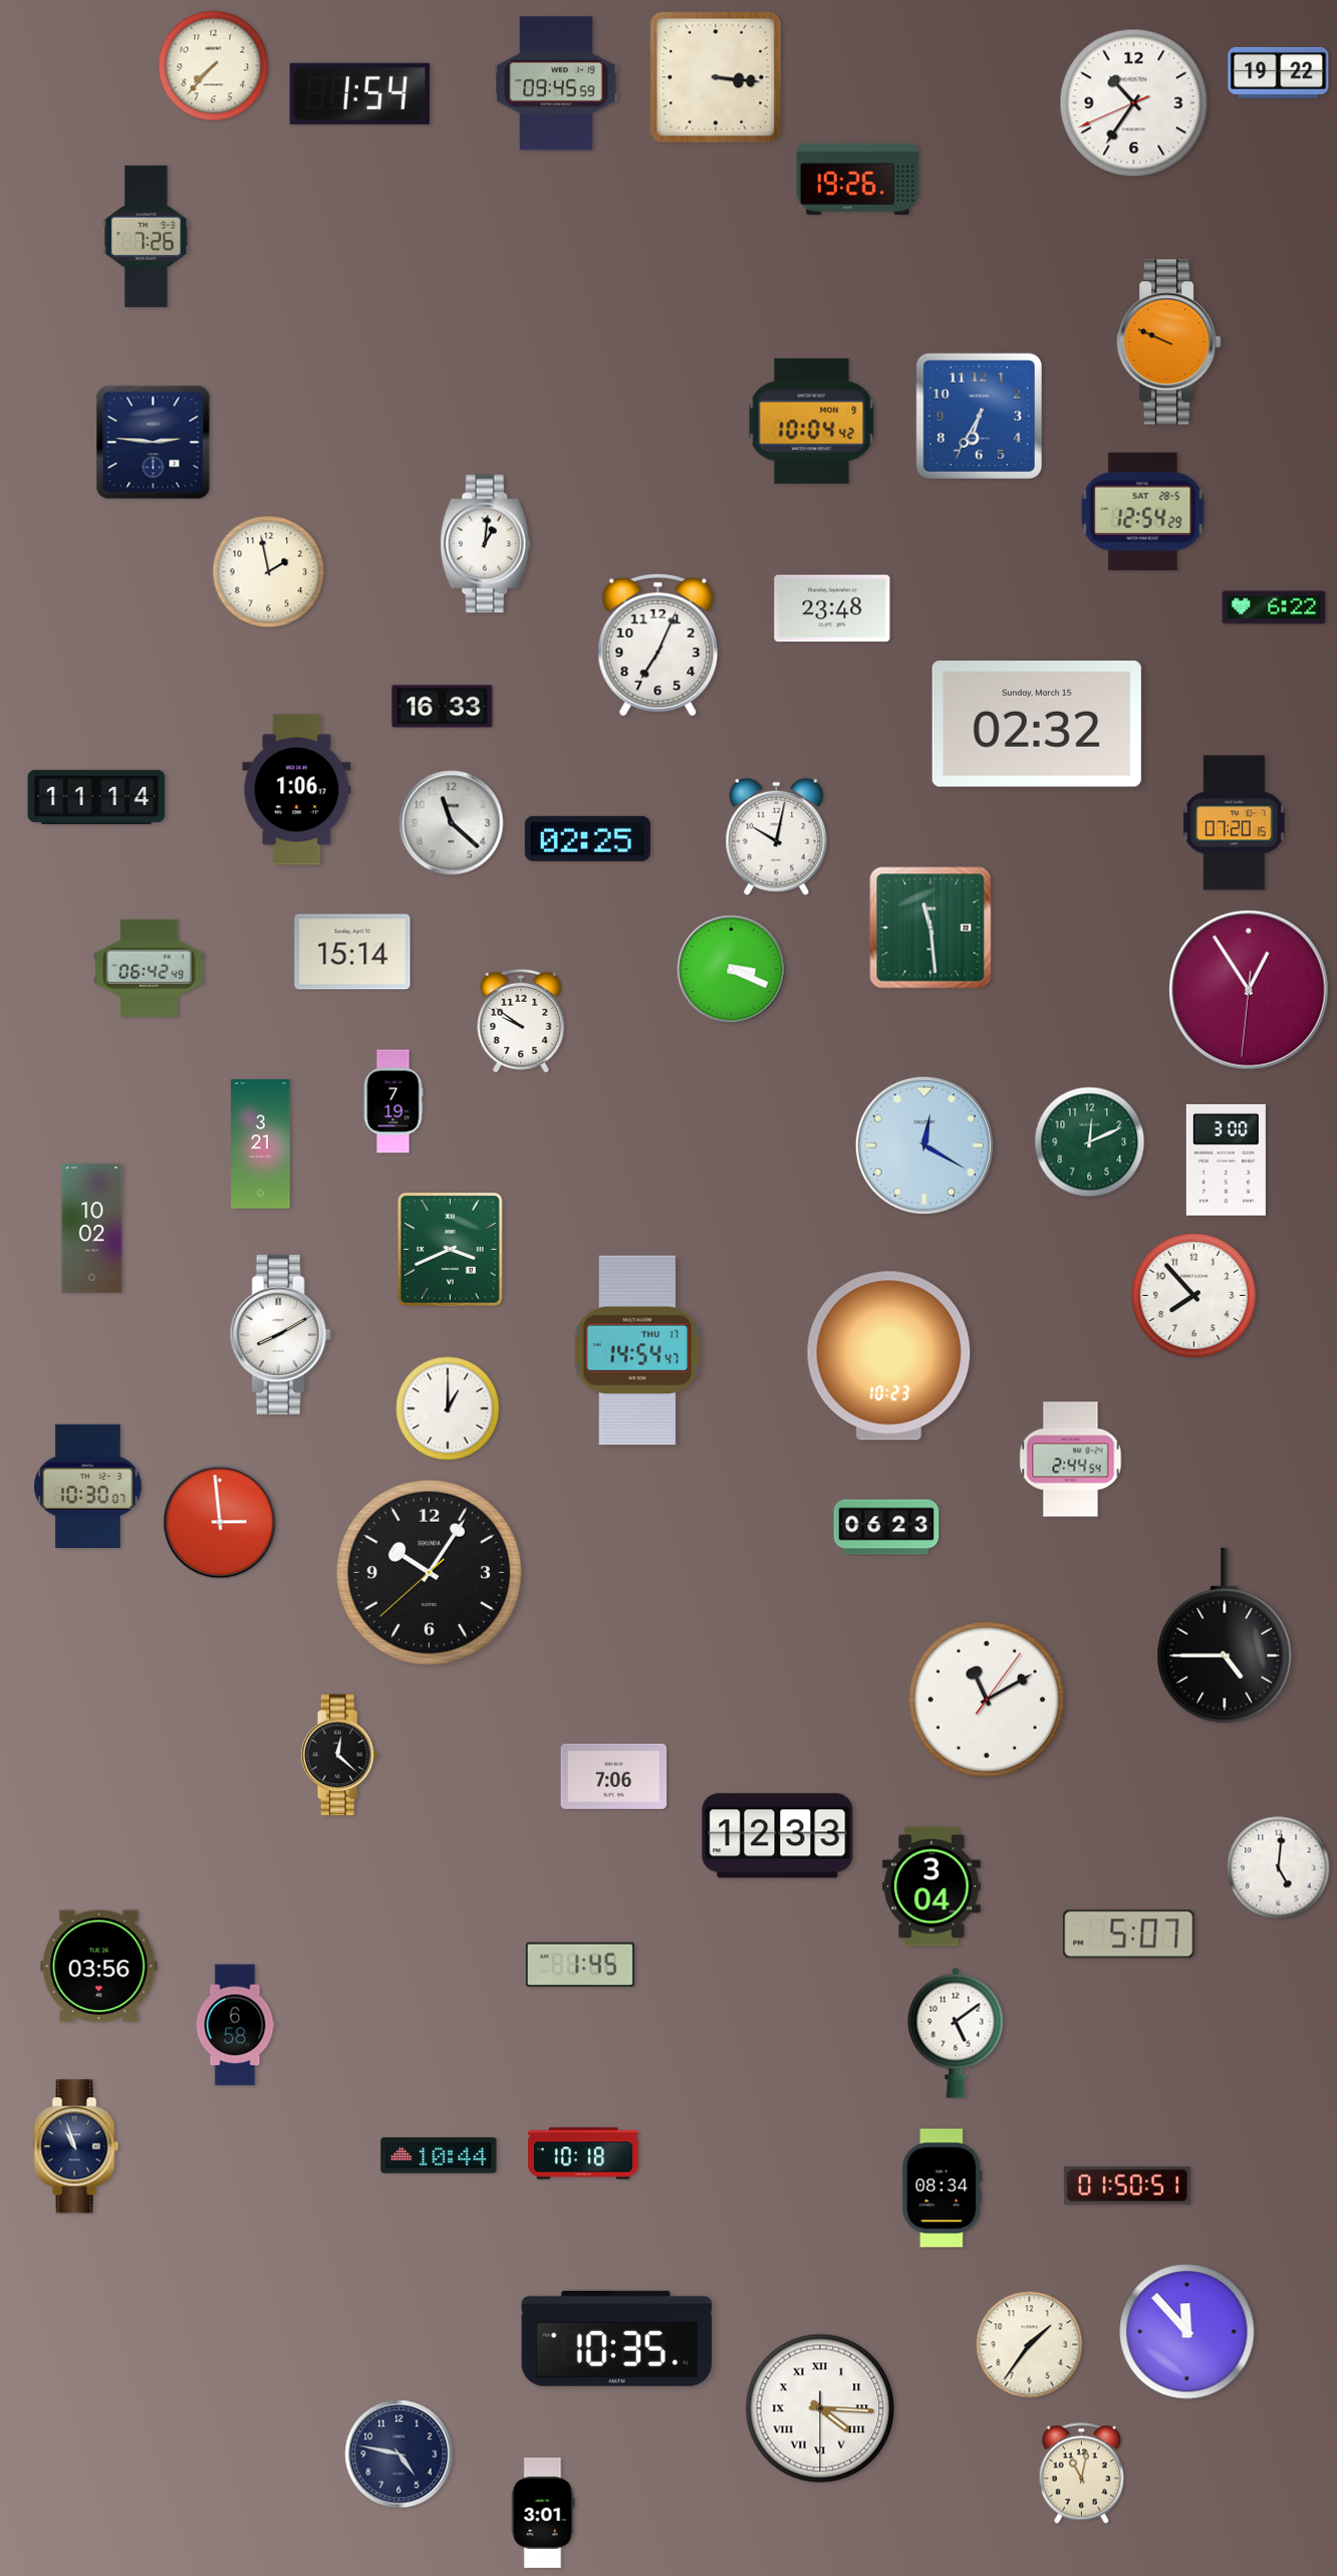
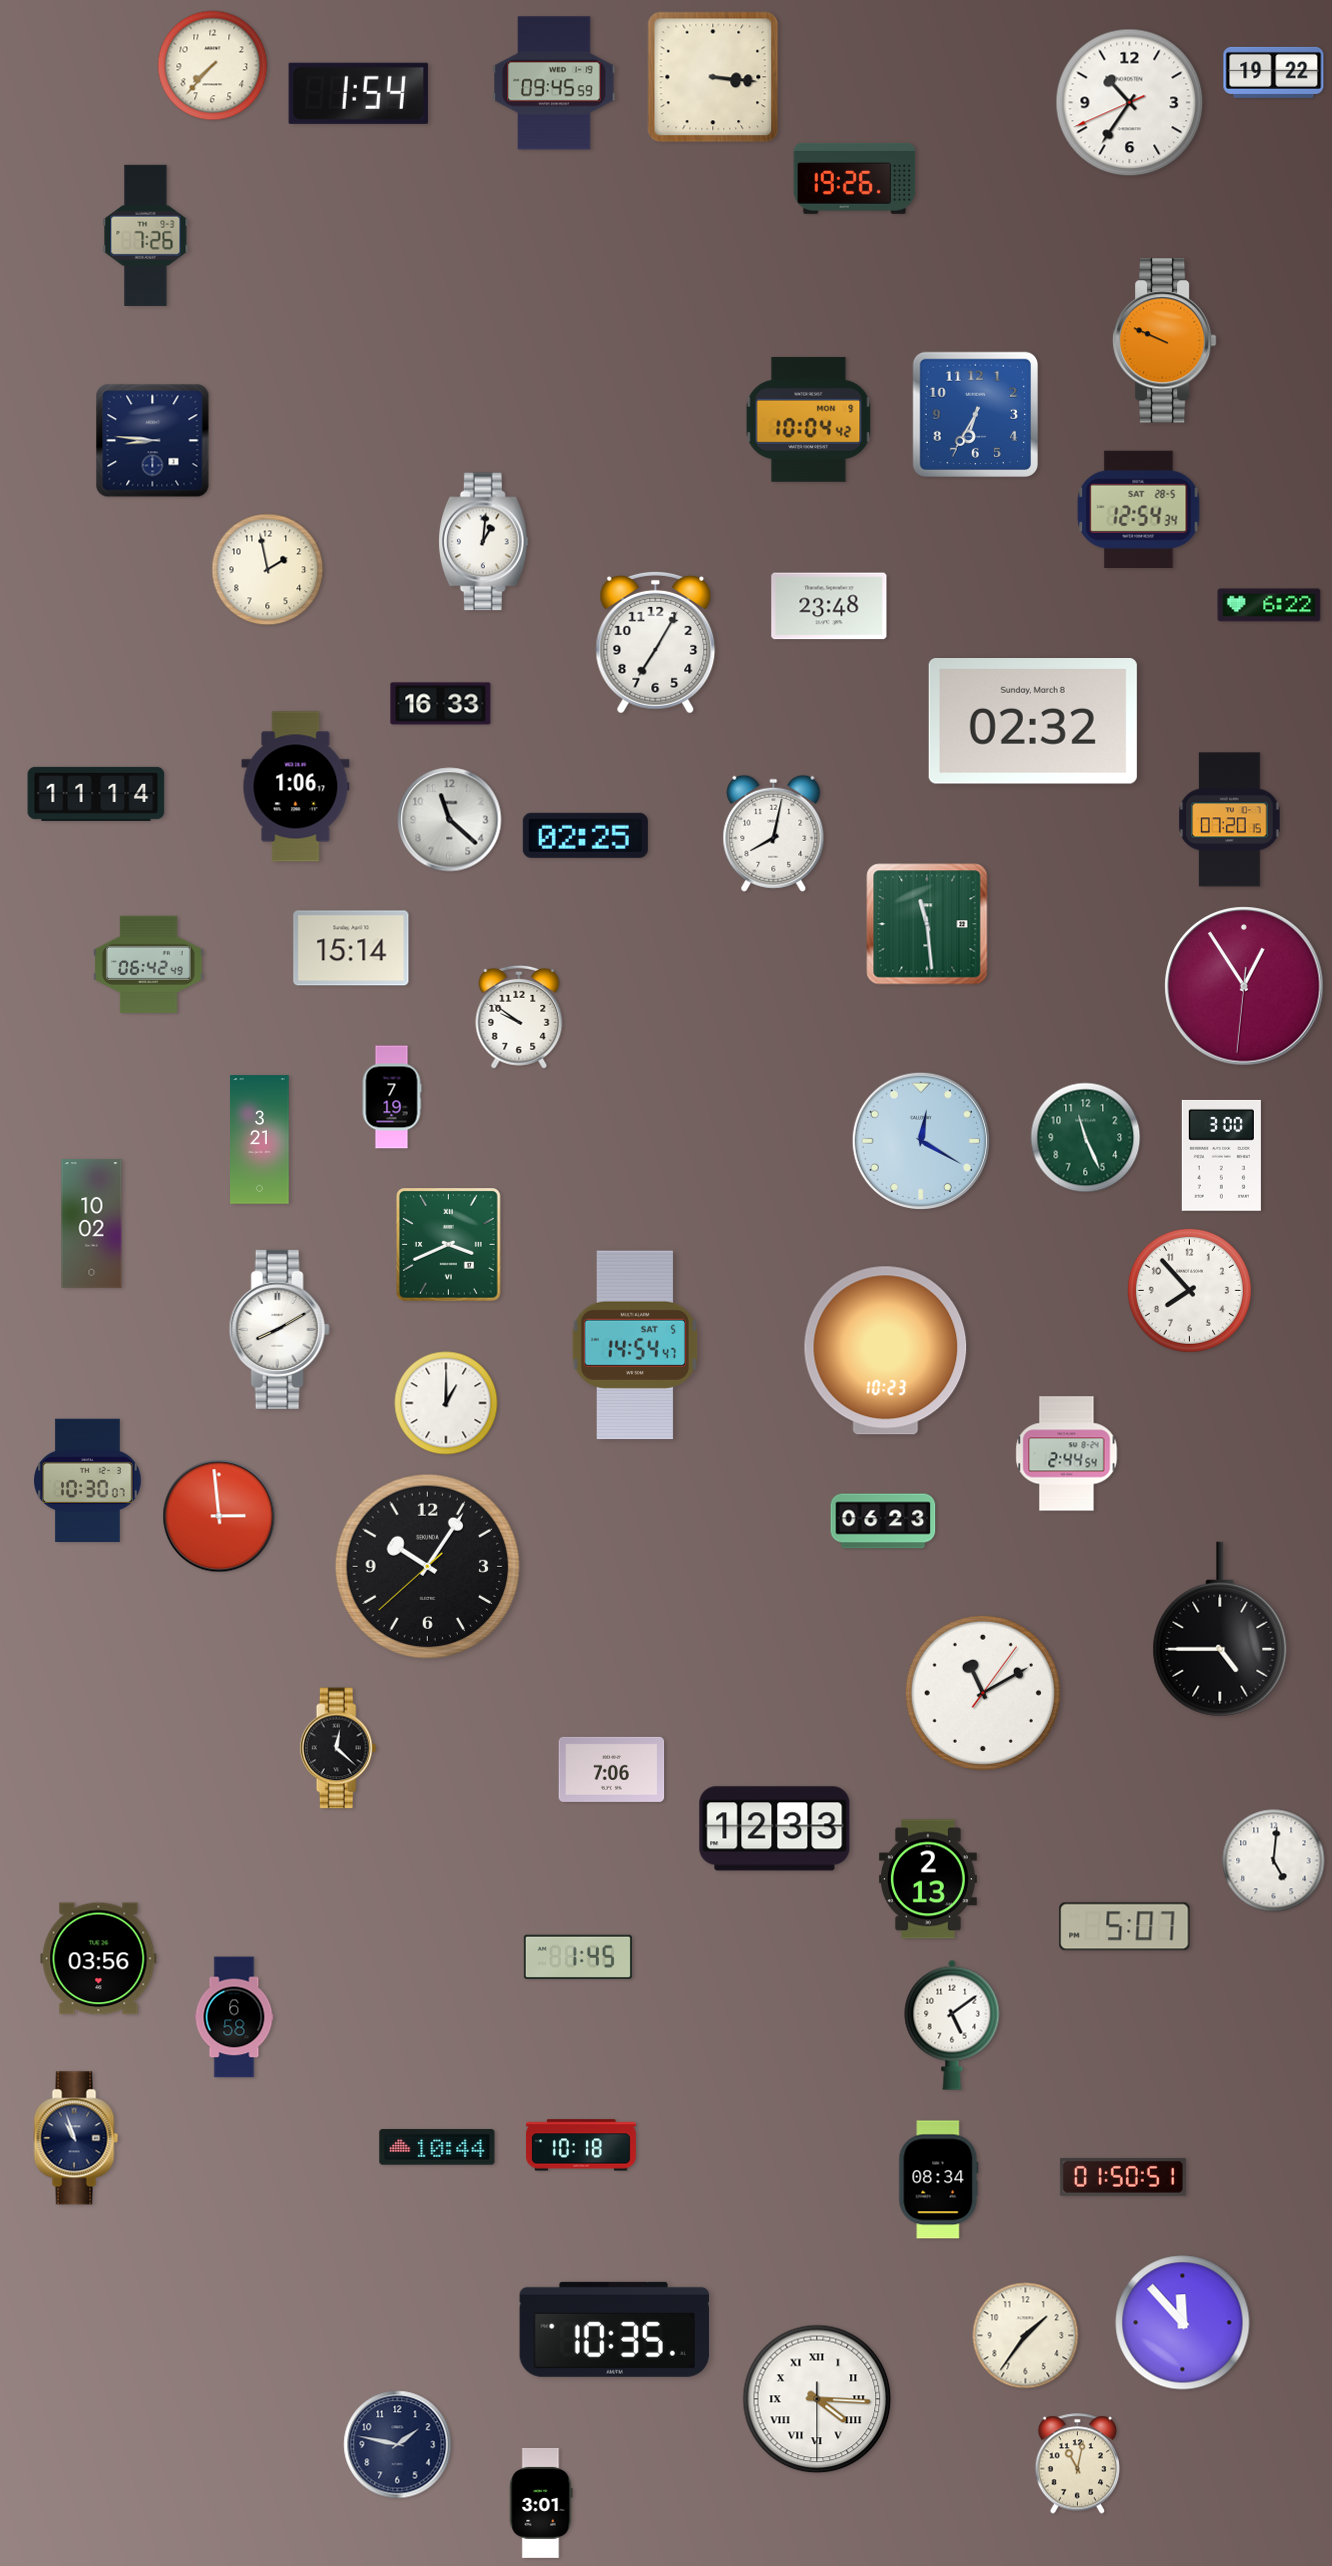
clock at (154, 443): 2:46 -> 8:46
clock at (1143, 511): 12:54:29 -> 12:54:34
clock at (658, 645): 7:04 -> 7:05
clock at (1037, 725) date: Sunday, March 15 -> Sunday, March 8
clock at (777, 836): 10:02 -> 8:02
clock at (732, 970): 3:19 -> none
clock at (1090, 1142): 12:11 -> 11:26
clock at (637, 1350) date: THU 17 -> SAT 5
clock at (931, 1886): 3:04 -> 2:13
clock at (399, 2455): 4:47 -> 1:47
